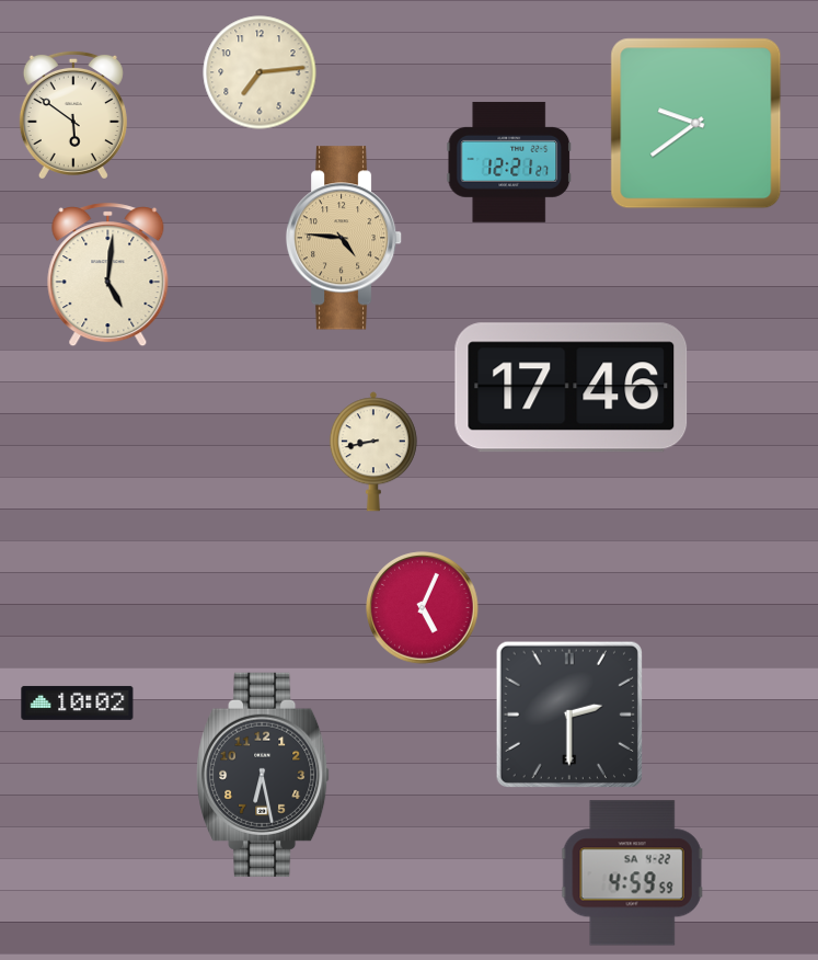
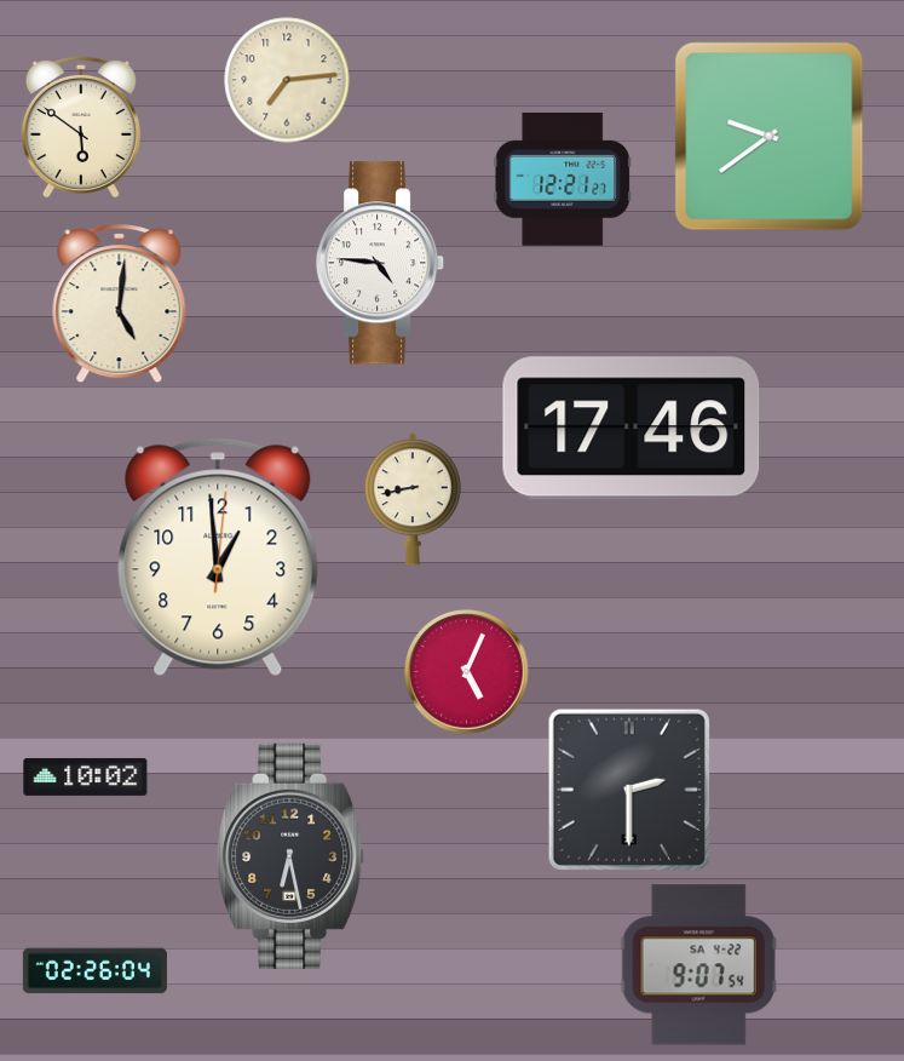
clock at (344, 238) dial: champagne -> white
clock at (218, 557): none -> 12:59
clock at (632, 873): 4:59 -> 9:07
clock at (94, 971): none -> 02:26
